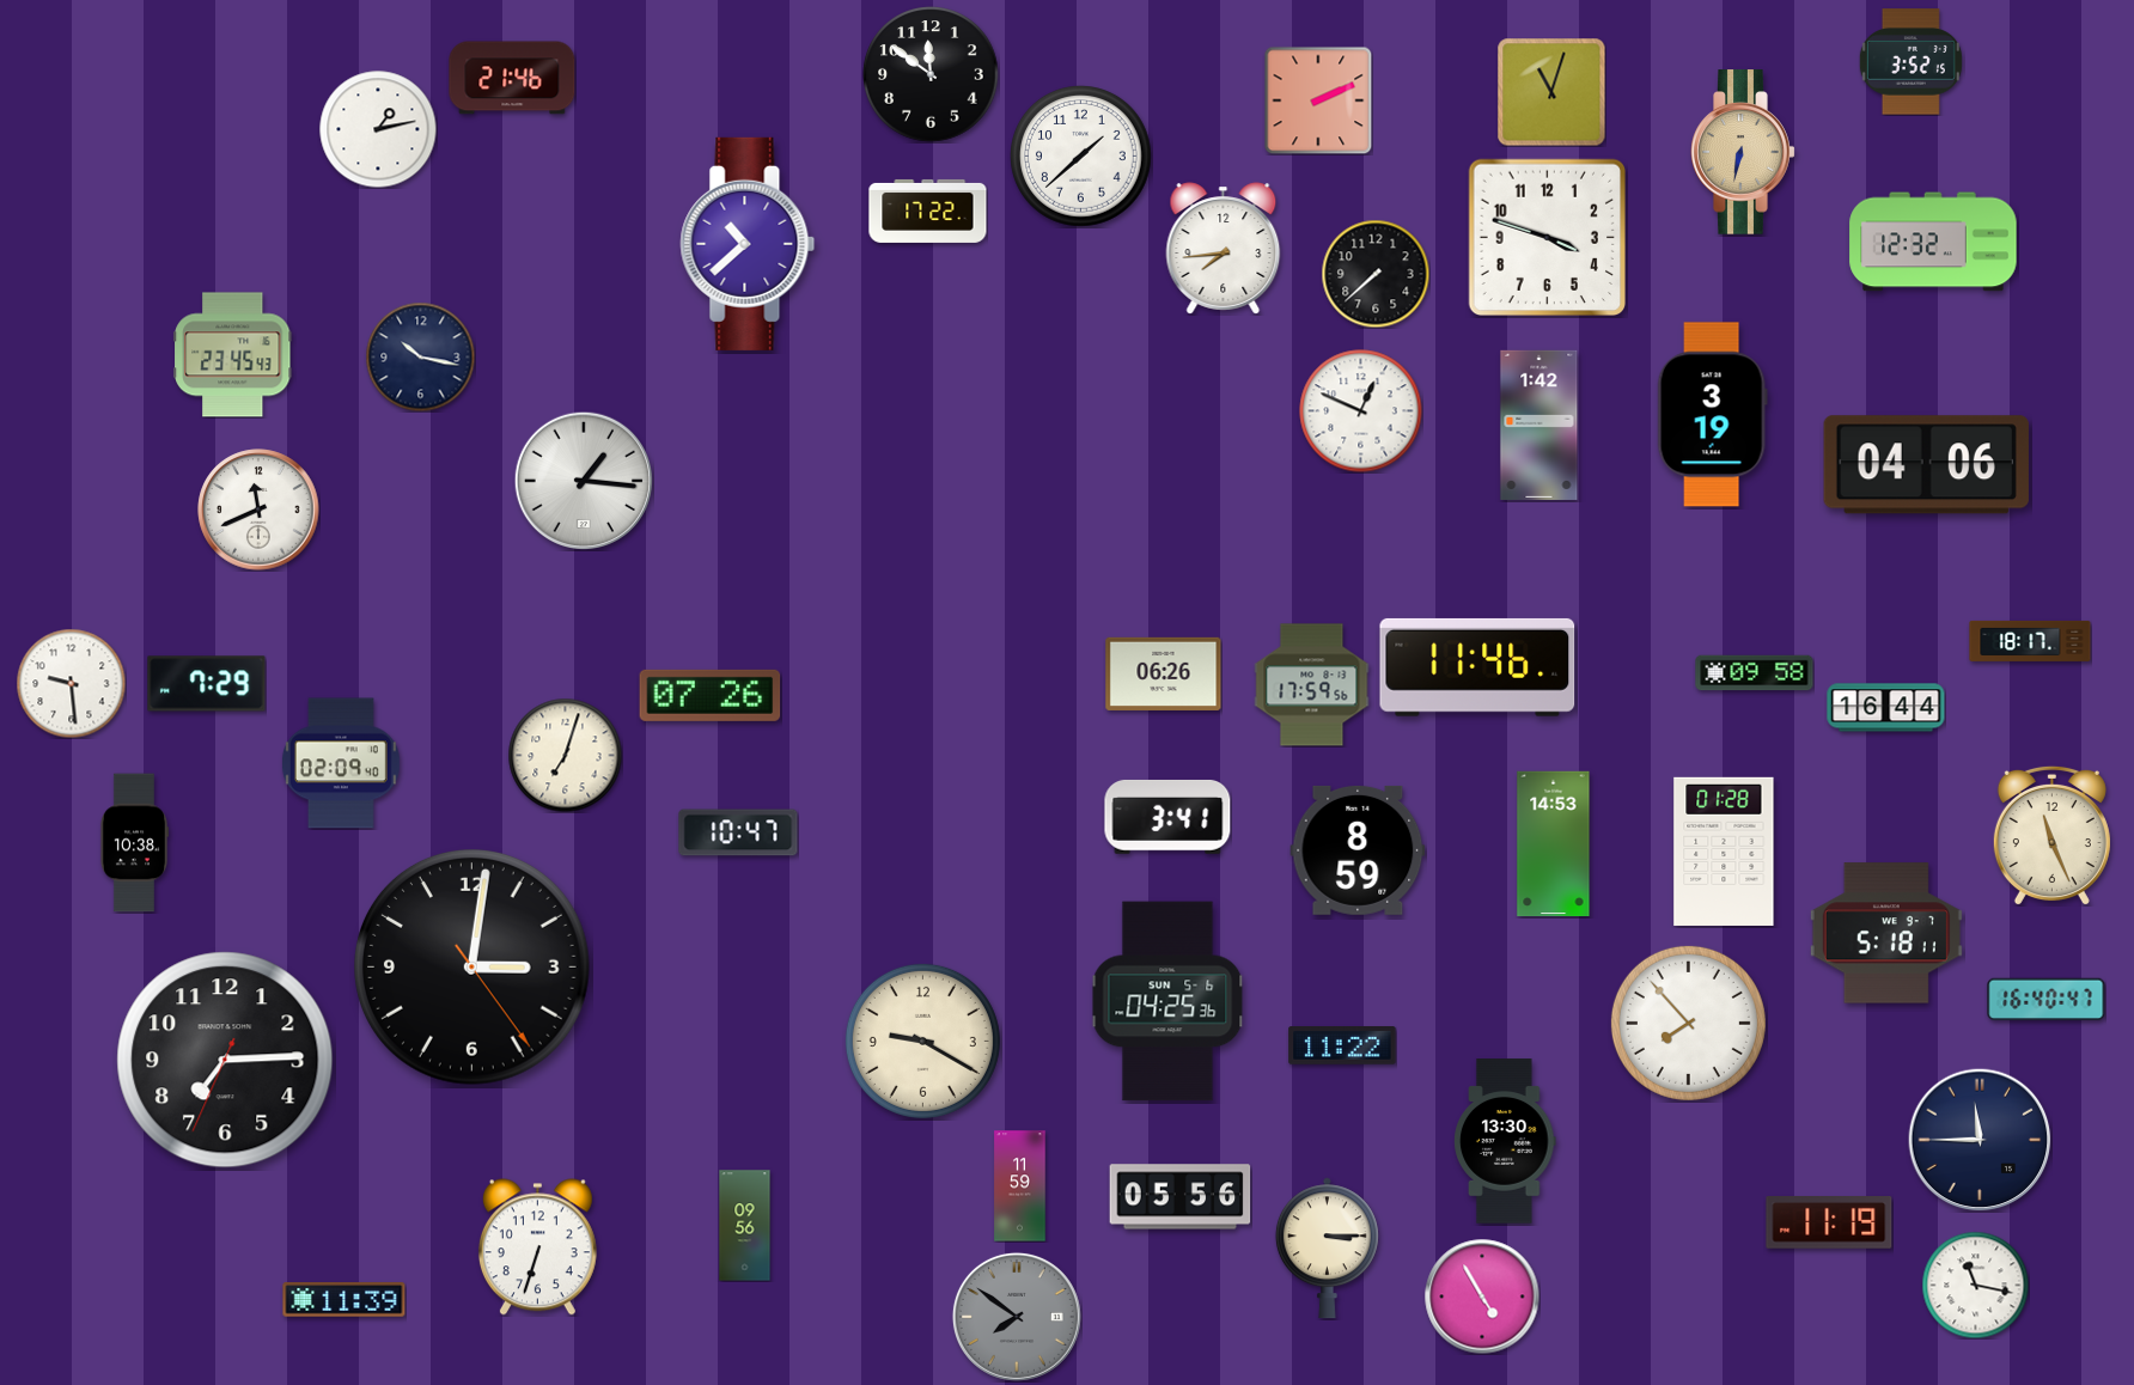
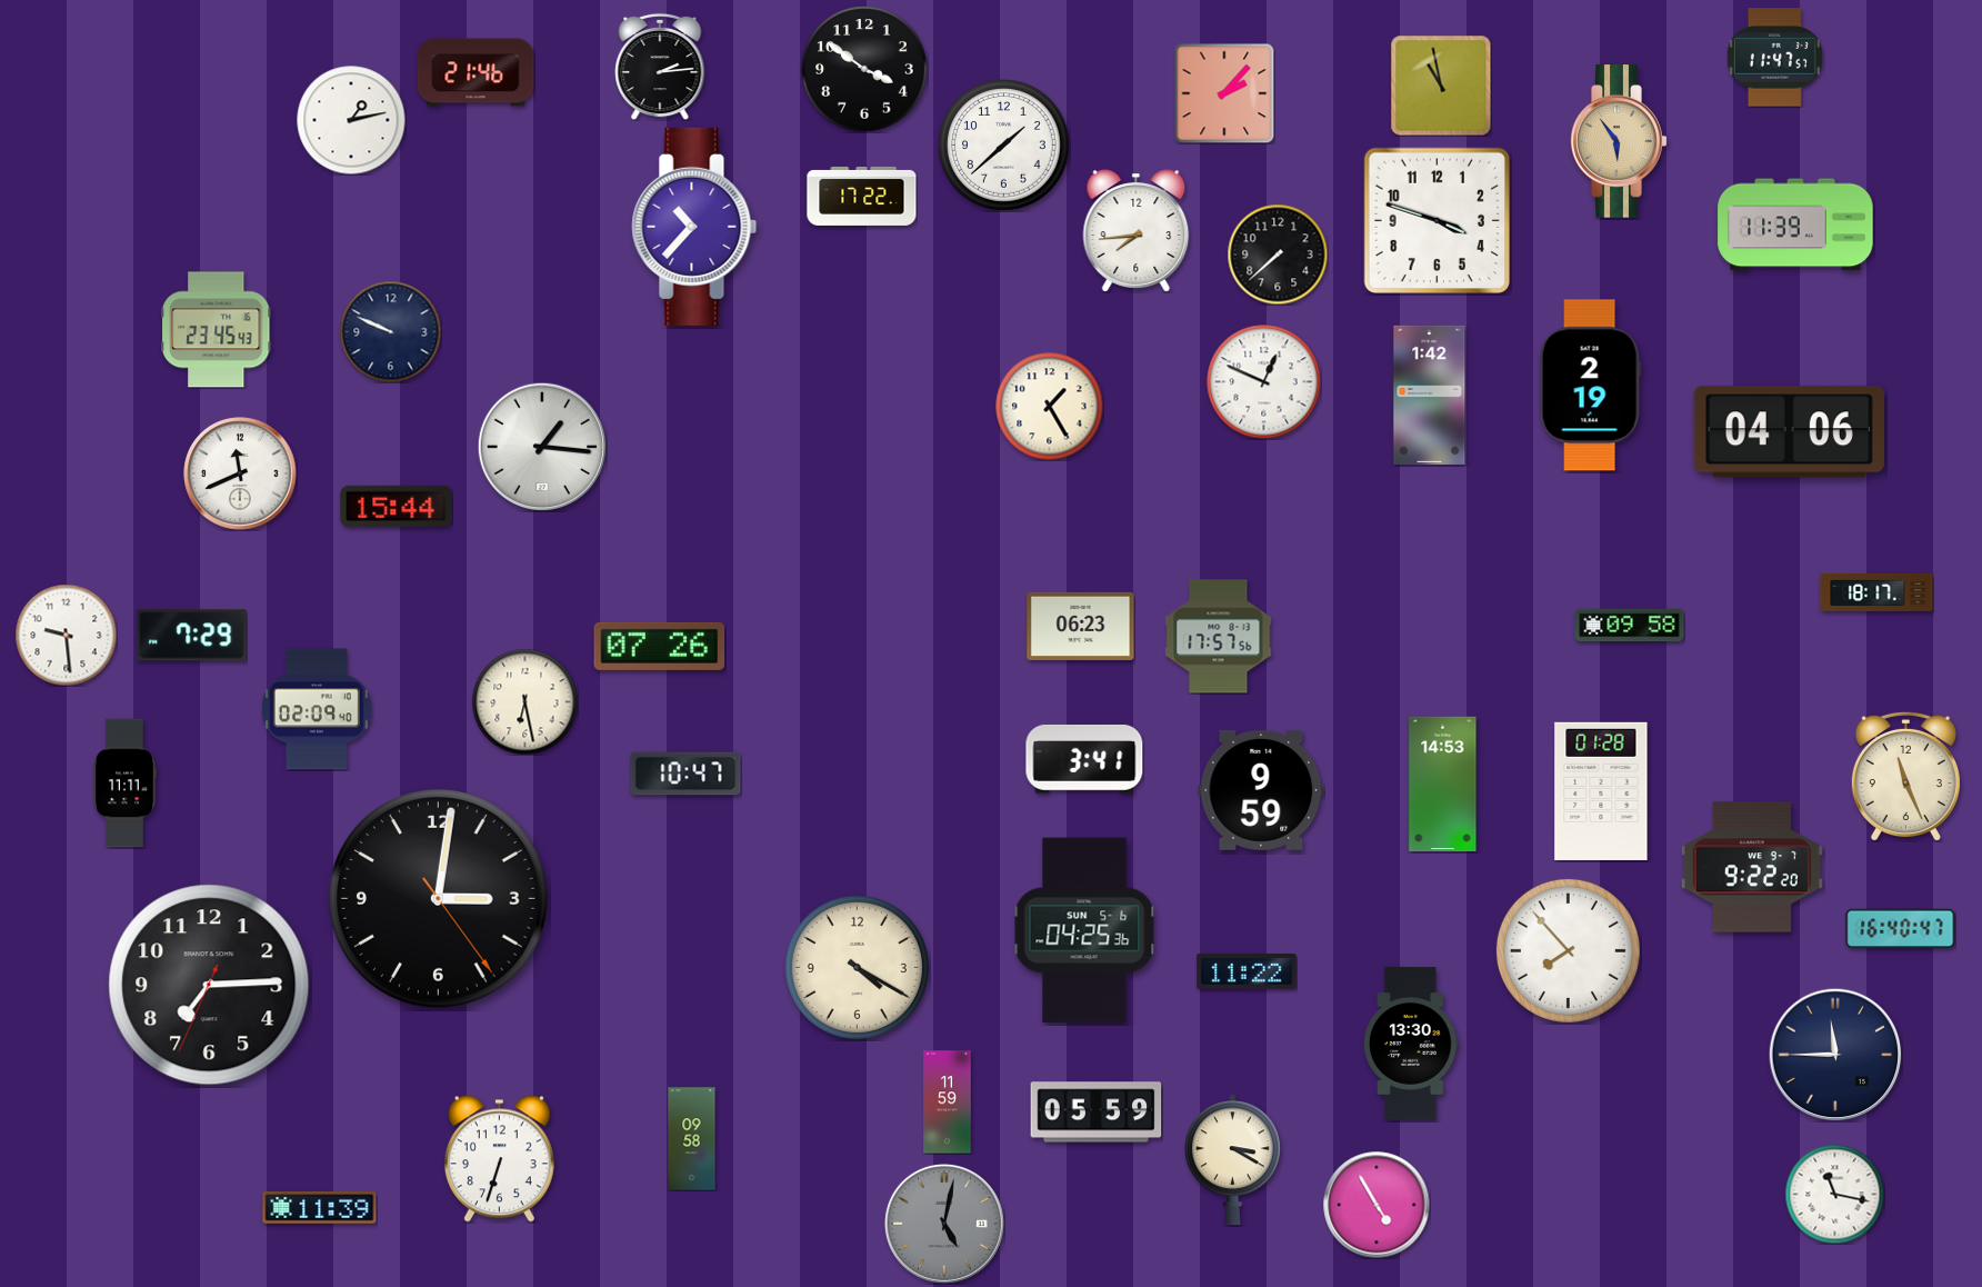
clock at (1910, 62): 3:52 -> 11:47
clock at (660, 67): none -> 2:14
clock at (931, 74): 11:51 -> 3:51
clock at (1551, 92): 11:03 -> 10:58
clock at (1318, 100): 2:11 -> 2:07
clock at (1743, 152): 6:32 -> 5:54
clock at (1933, 242): 12:32 -> 11:39
clock at (748, 244): 10:38 -> 10:37
clock at (420, 356): 10:17 -> 9:49
clock at (1712, 415): 3:19 -> 2:19
clock at (1049, 406): none -> 1:25
clock at (397, 506): none -> 15:44
clock at (2030, 641) position: (2030, 641) -> (1876, 592)
clock at (1477, 667): 11:46 -> none
clock at (1164, 673): 06:26 -> 06:23
clock at (1312, 685): 17:59 -> 17:57
clock at (1886, 708): 16:44 -> none
clock at (565, 755): 7:03 -> 6:28
clock at (134, 843): 10:38 -> 11:11
clock at (1358, 850): 8:59 -> 9:59
clock at (1886, 933): 5:18 -> 9:22
clock at (922, 1041): 9:20 -> 4:20
clock at (1980, 1140) position: (1980, 1140) -> (1835, 1055)
clock at (1505, 1141) position: (1505, 1141) -> (1411, 1044)
clock at (1181, 1197): 05:56 -> 05:59
clock at (1829, 1224): 11:19 -> none
clock at (745, 1226): 09:56 -> 09:58
clock at (1327, 1249): 3:15 -> 3:20
clock at (1017, 1317): 7:51 -> 5:02
